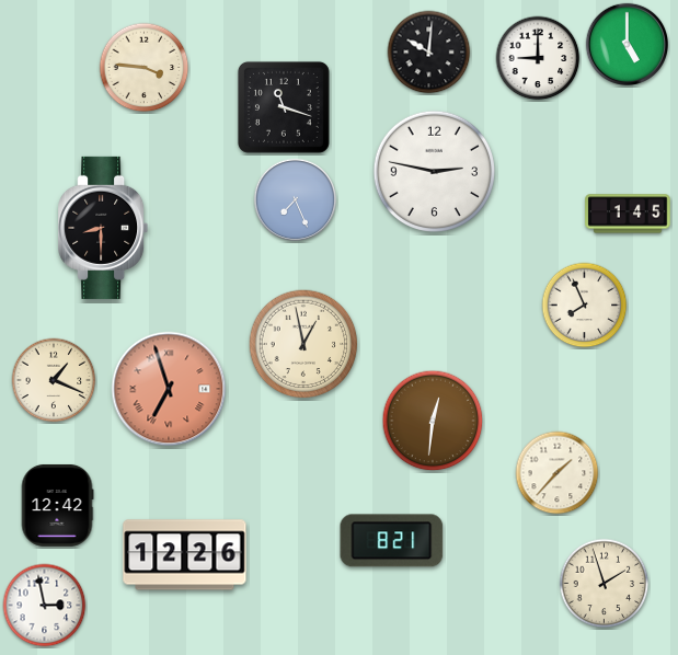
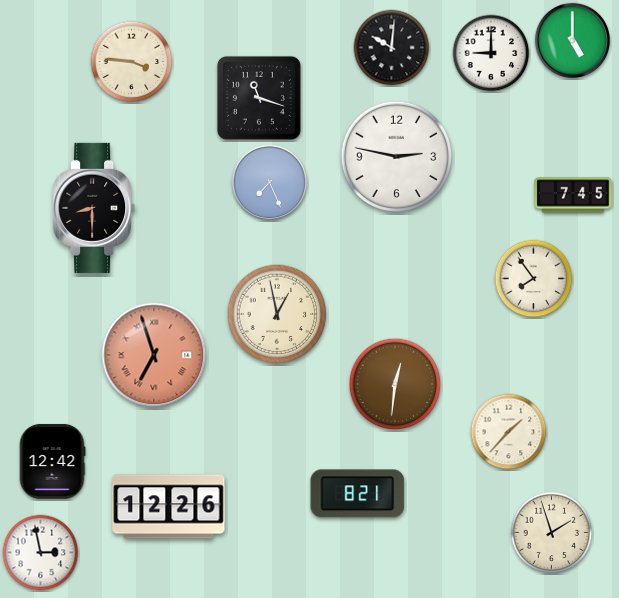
clock at (628, 214): 1:45 -> 7:45
clock at (585, 306): 7:56 -> 7:54
clock at (54, 380): 1:19 -> none
